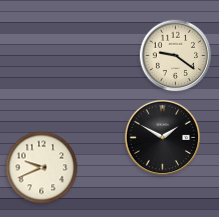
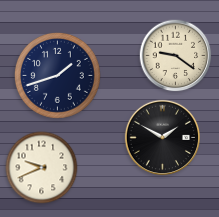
clock at (57, 75): none -> 1:42
